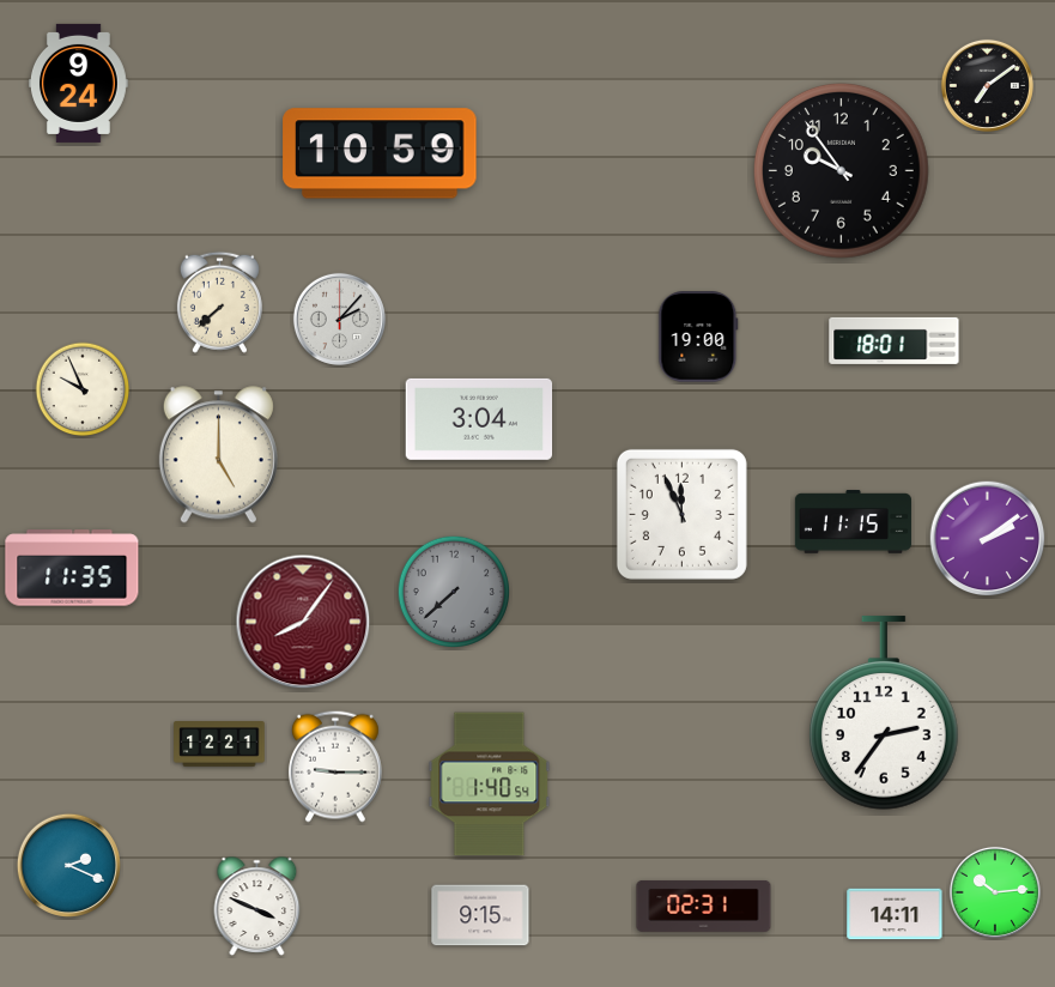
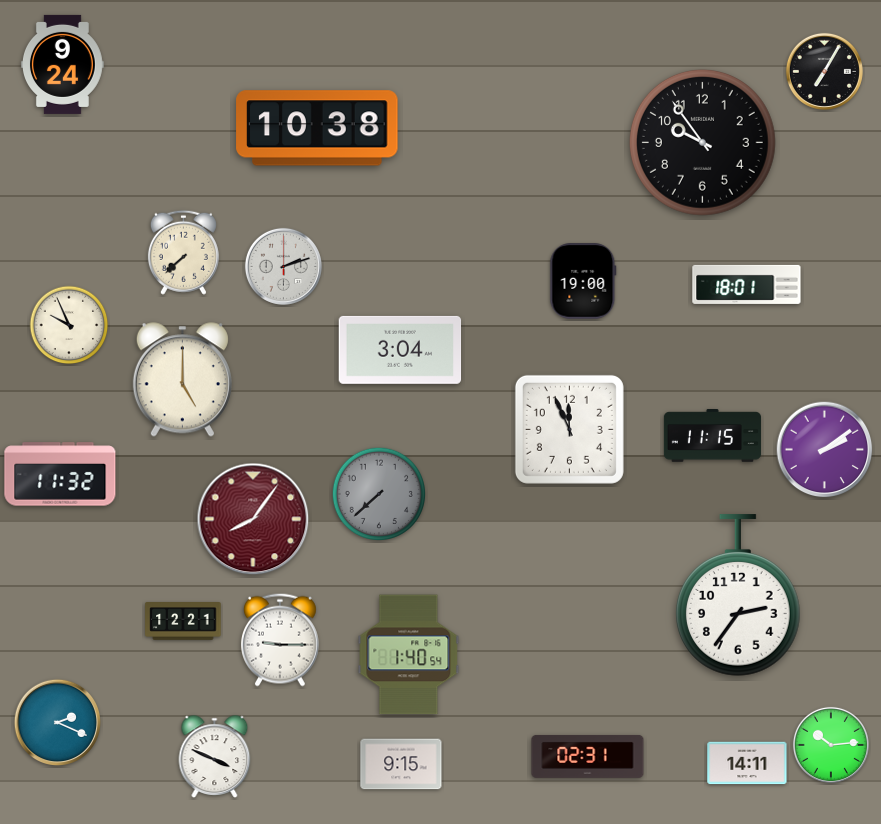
clock at (78, 83) position: (78, 83) -> (62, 64)
clock at (987, 85): 7:09 -> 7:05
clock at (380, 153): 10:59 -> 10:38
clock at (339, 319): 2:07 -> 2:12
clock at (72, 568): 11:35 -> 11:32
